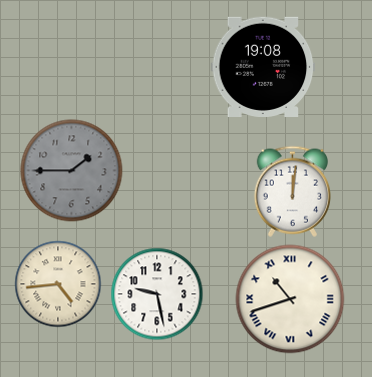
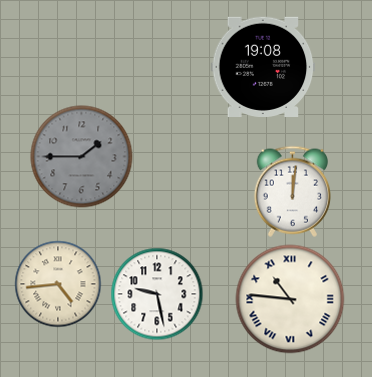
clock at (72, 171) position: (72, 171) -> (82, 157)
clock at (290, 299): 10:42 -> 10:46
